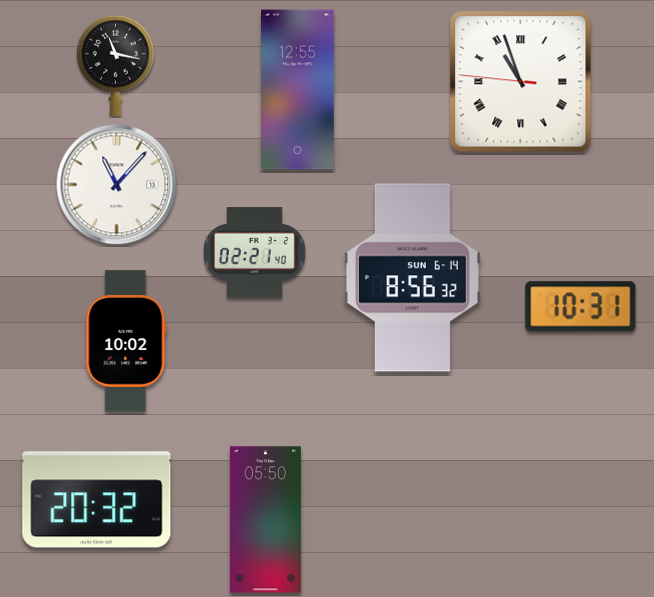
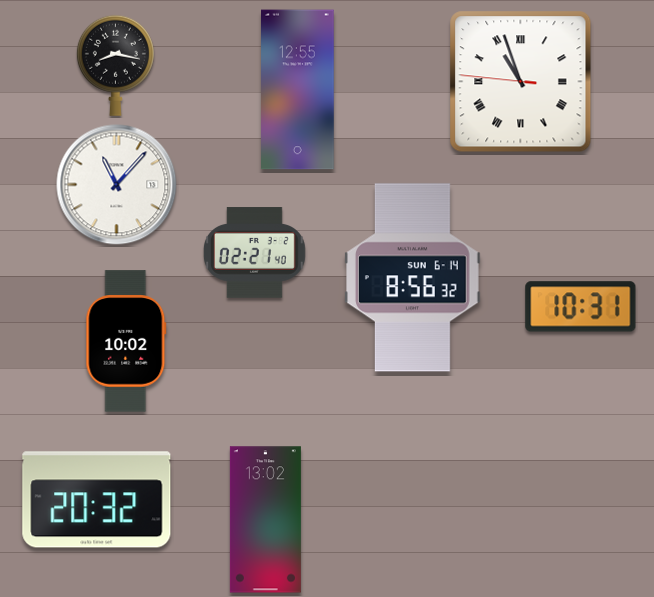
clock at (115, 65): 11:17 -> 8:17
clock at (265, 520): 05:50 -> 13:02
